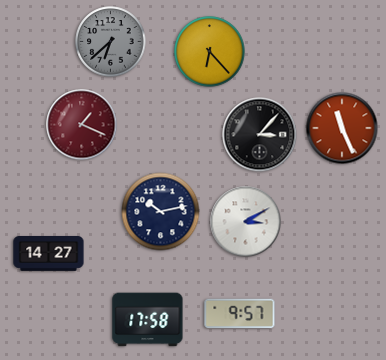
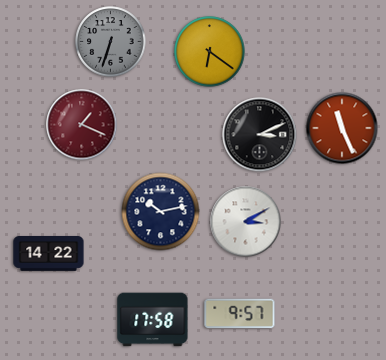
clock at (111, 42): 6:38 -> 6:33
clock at (210, 52): 6:23 -> 6:21
clock at (260, 135): 3:07 -> 3:11
clock at (49, 254): 14:27 -> 14:22
clock at (148, 320) position: (148, 320) -> (153, 320)
